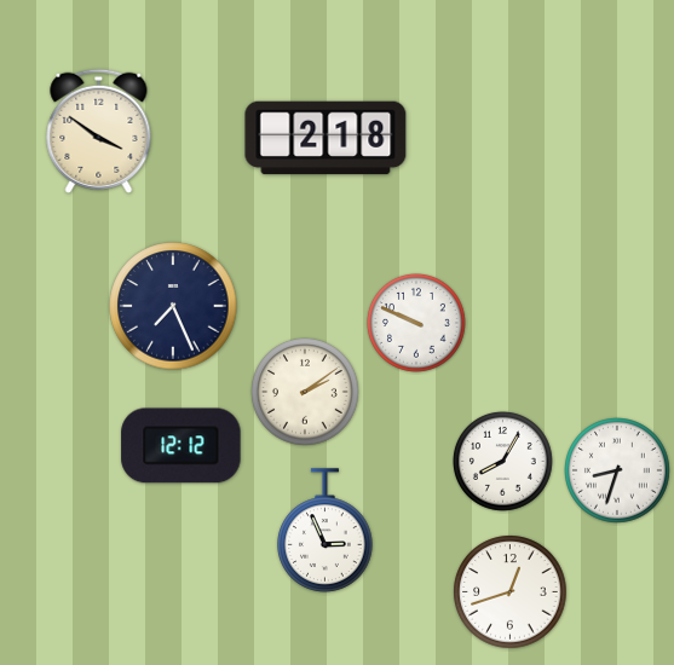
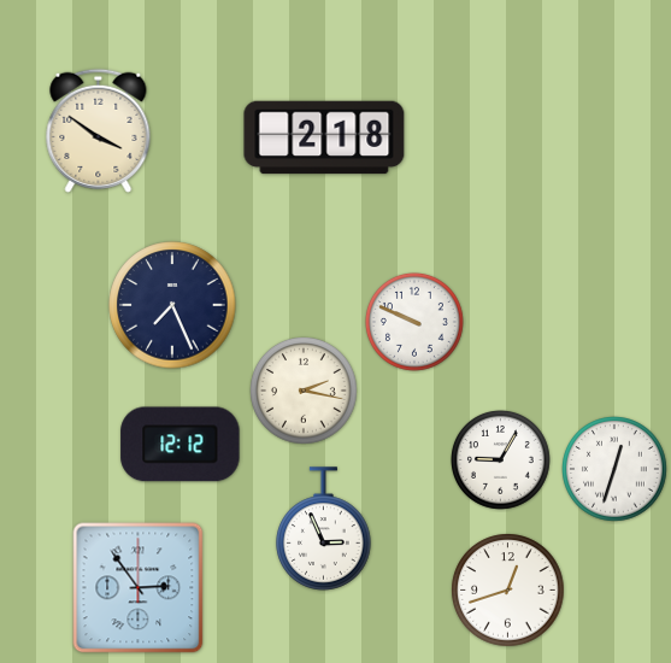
clock at (305, 392): 2:09 -> 2:17
clock at (503, 462): 8:05 -> 9:05
clock at (618, 472): 8:33 -> 12:33
clock at (139, 588): none -> 2:54
